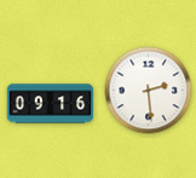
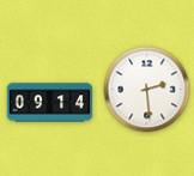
clock at (51, 104): 09:16 -> 09:14
